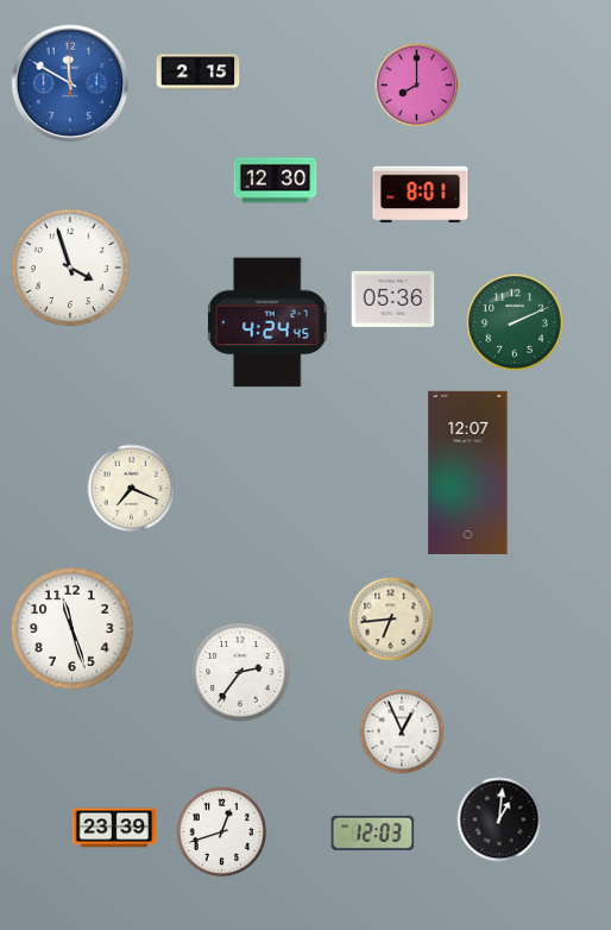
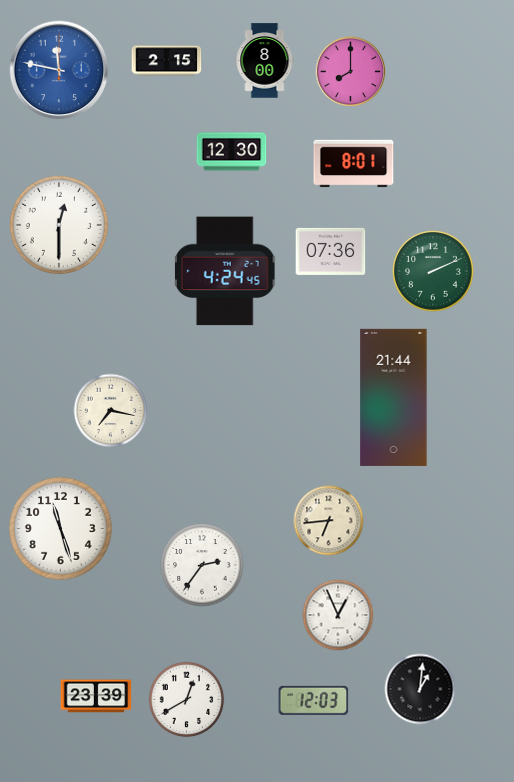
clock at (265, 61): none -> 8:00
clock at (70, 83): 11:50 -> 11:47
clock at (70, 268): 3:57 -> 12:30
clock at (393, 299): 05:36 -> 07:36
clock at (468, 472): 12:07 -> 21:44
clock at (132, 489): 7:19 -> 7:17
clock at (222, 832): 12:42 -> 12:40
